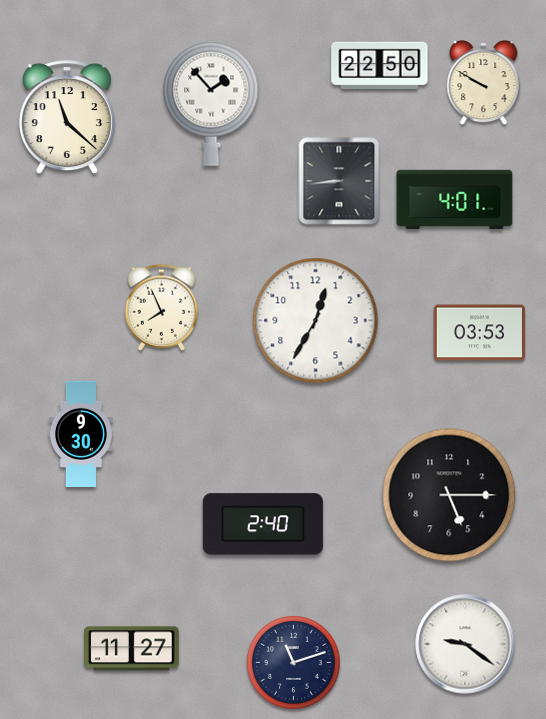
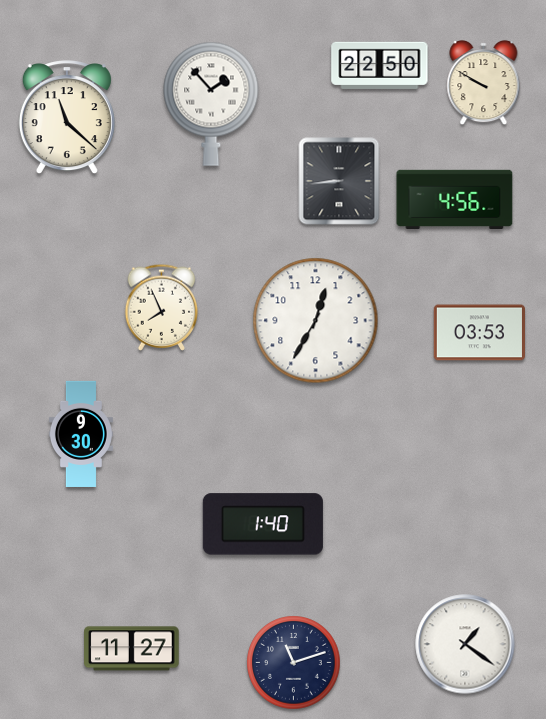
clock at (455, 199): 4:01 -> 4:56
clock at (449, 495): 5:15 -> none
clock at (263, 524): 2:40 -> 1:40
clock at (465, 644): 9:21 -> 1:21
